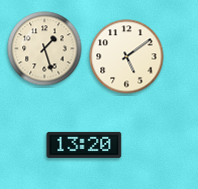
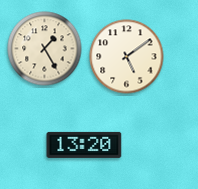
clock at (45, 49): 1:27 -> 1:25
